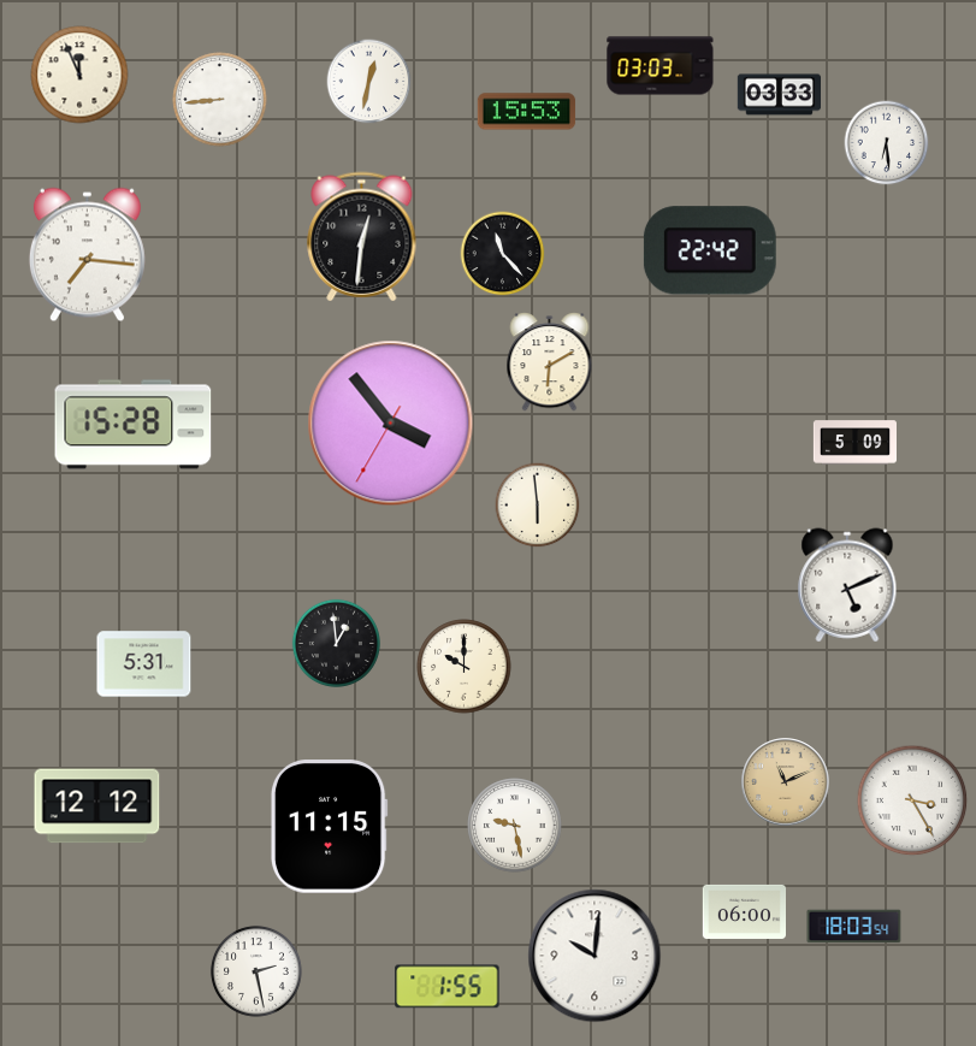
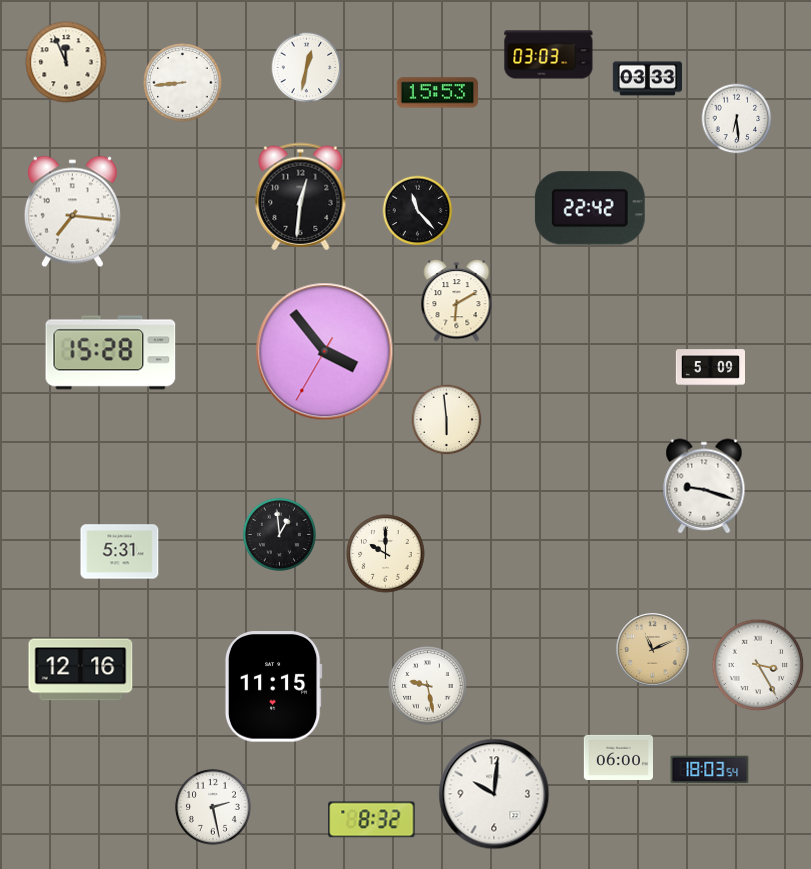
clock at (847, 585): 5:11 -> 9:18
clock at (97, 806): 12:12 -> 12:16
clock at (448, 987): 1:55 -> 8:32
